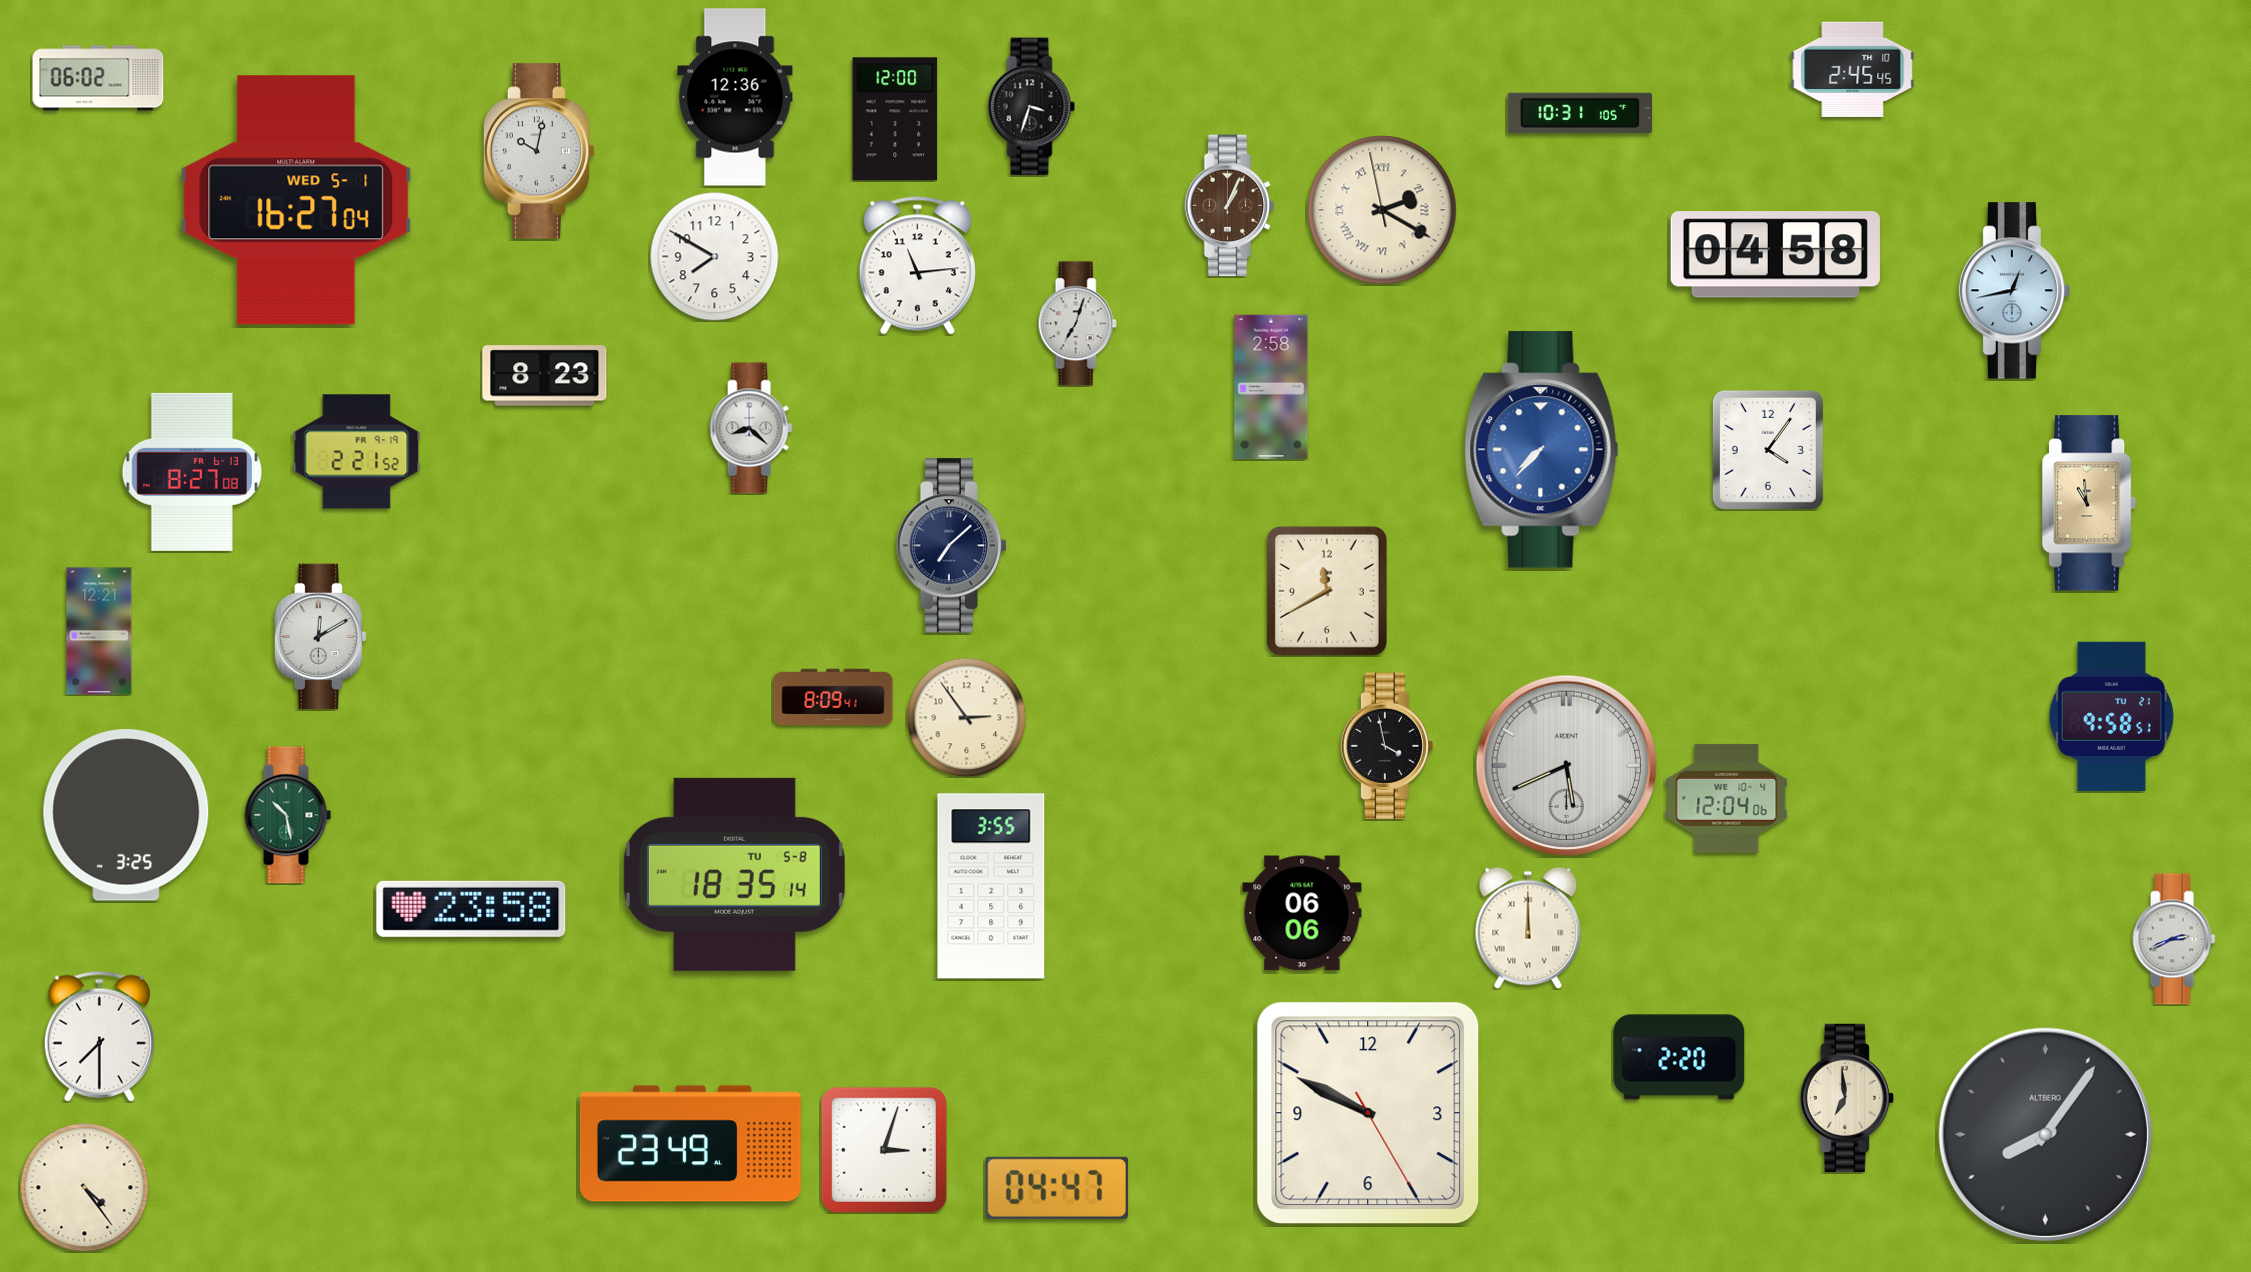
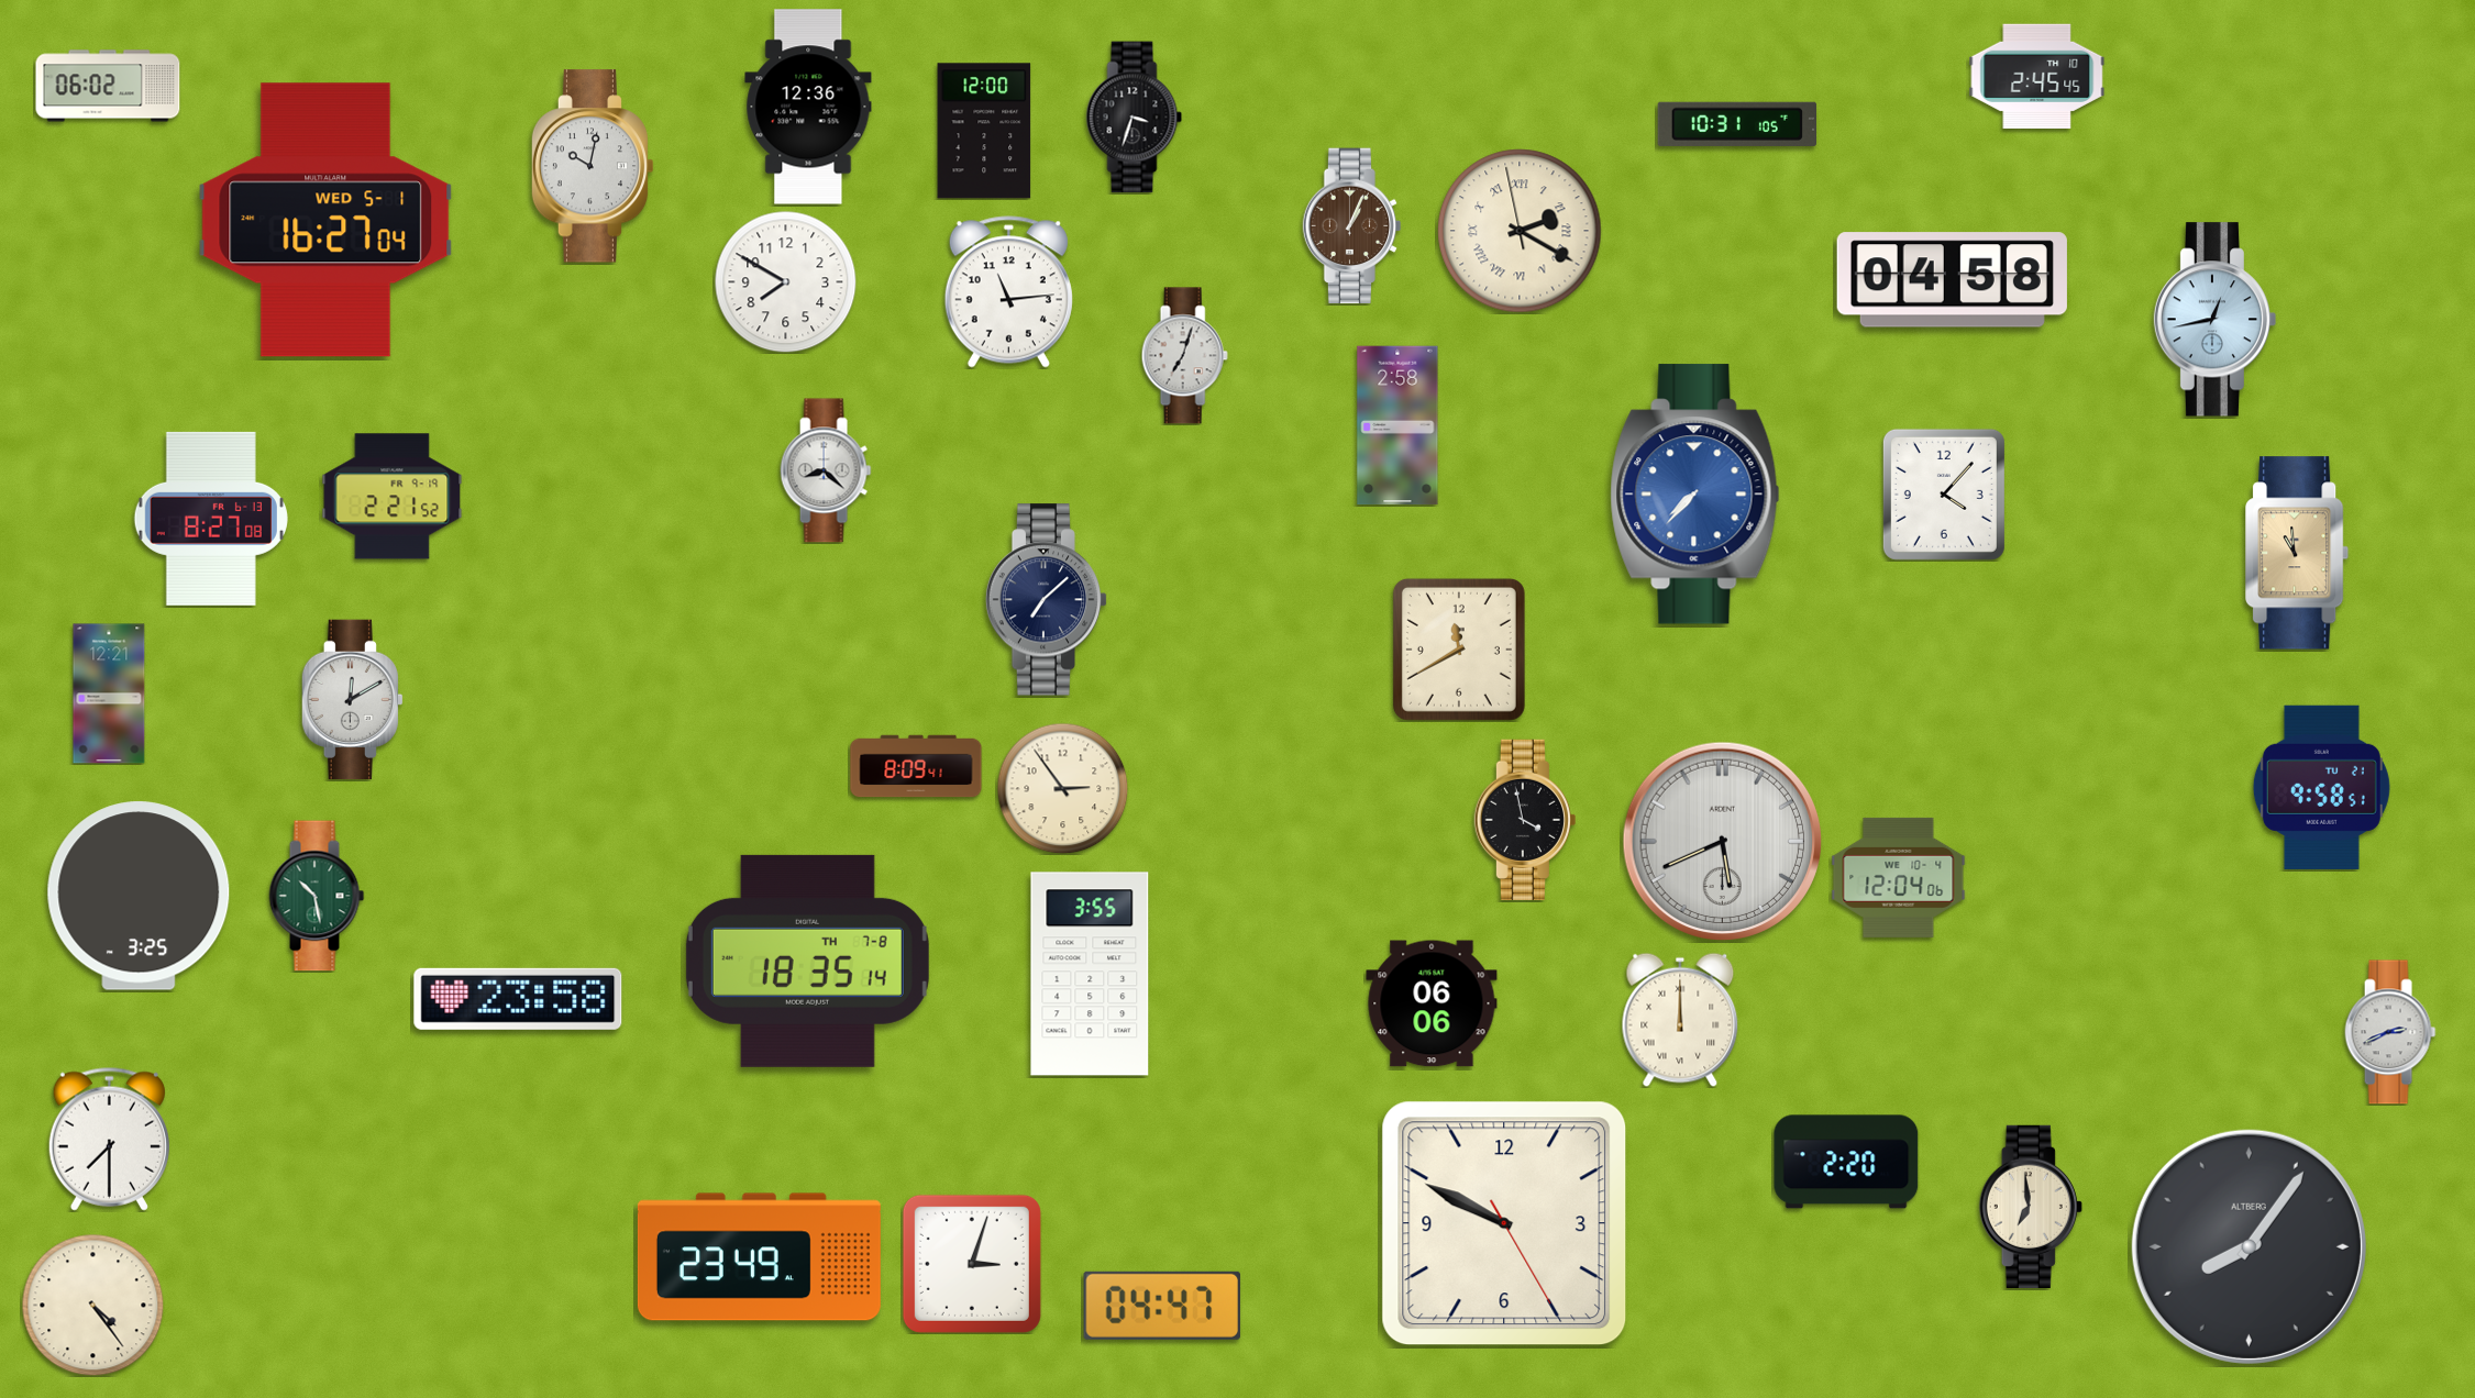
clock at (545, 376): 8:23 -> none
clock at (1768, 450): 4:06 -> 4:07
clock at (734, 874) date: TU 5-8 -> TH 7-8
